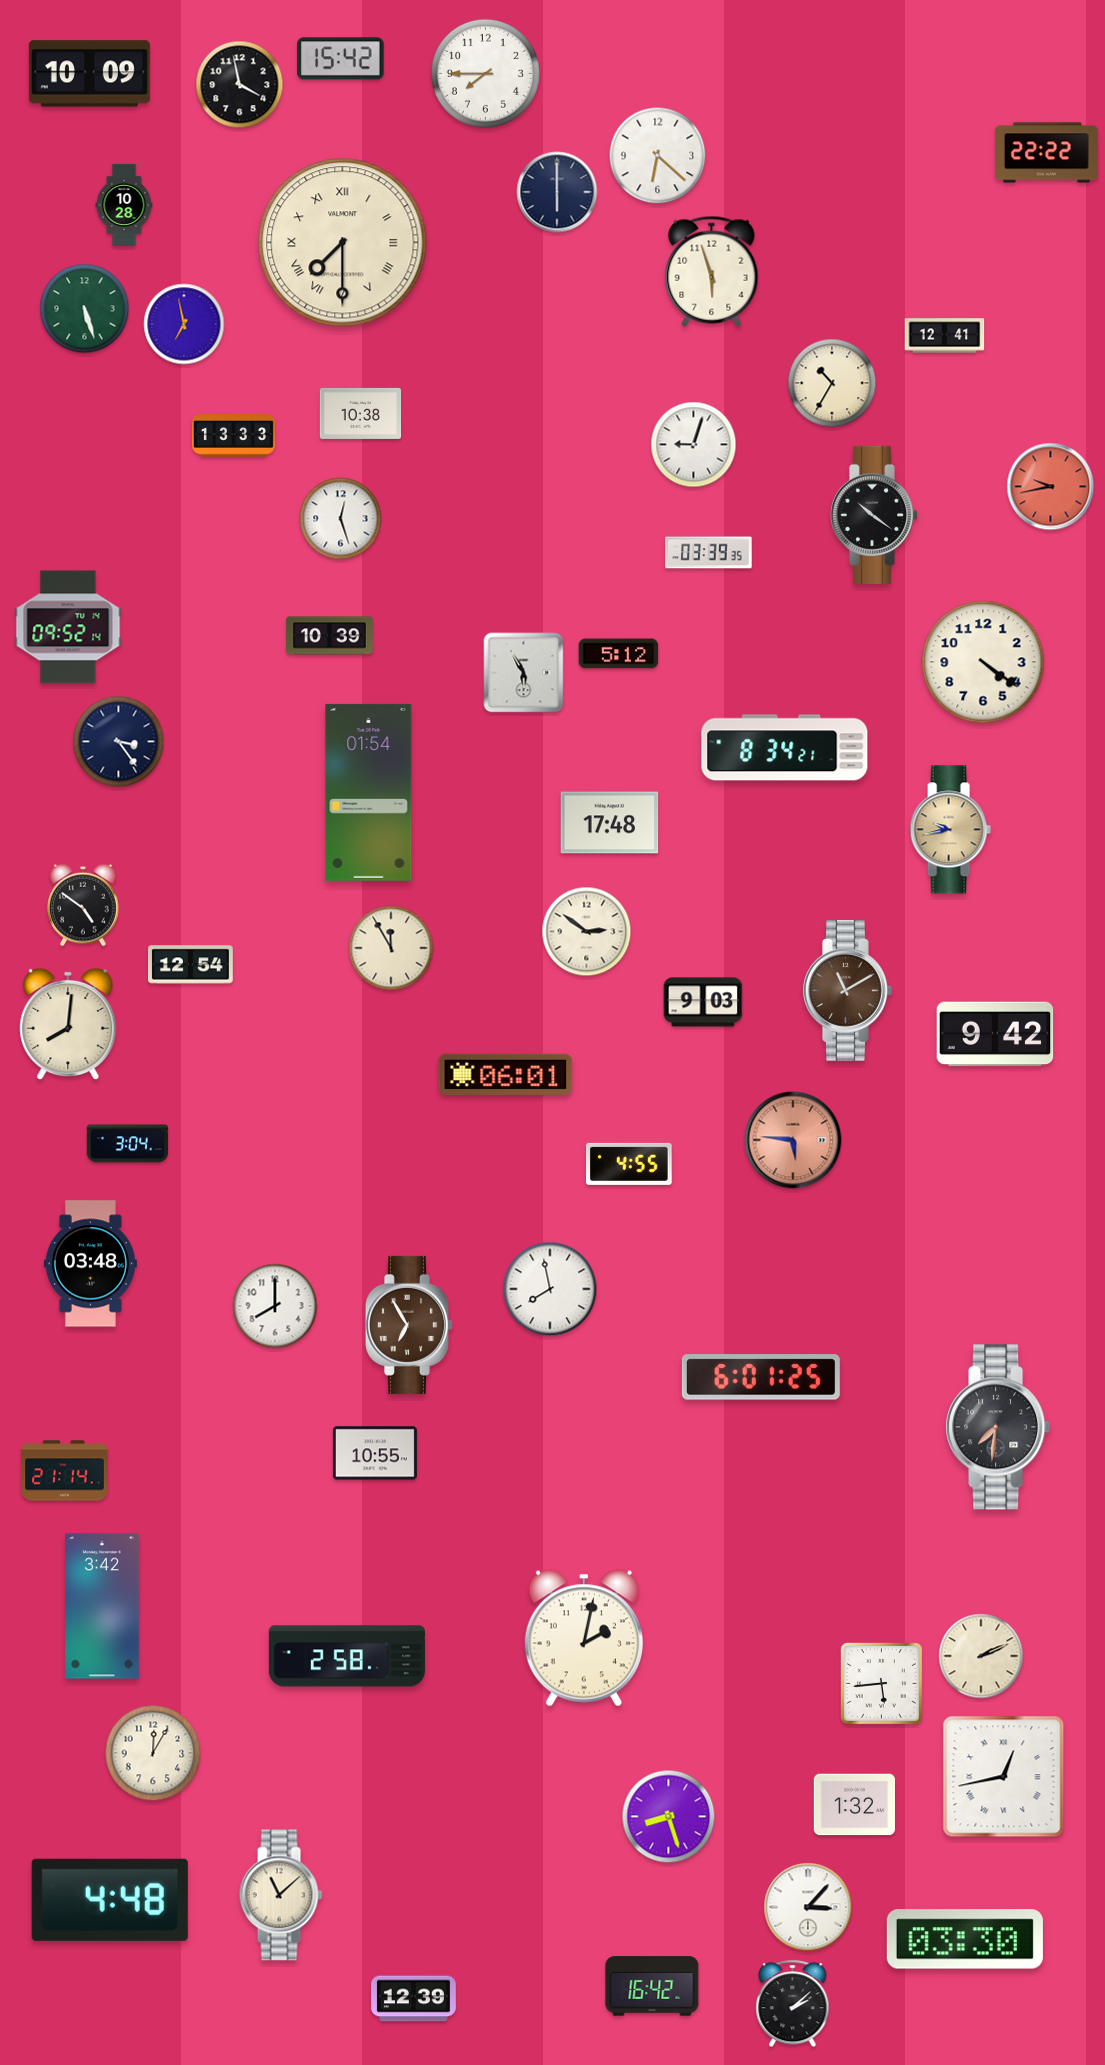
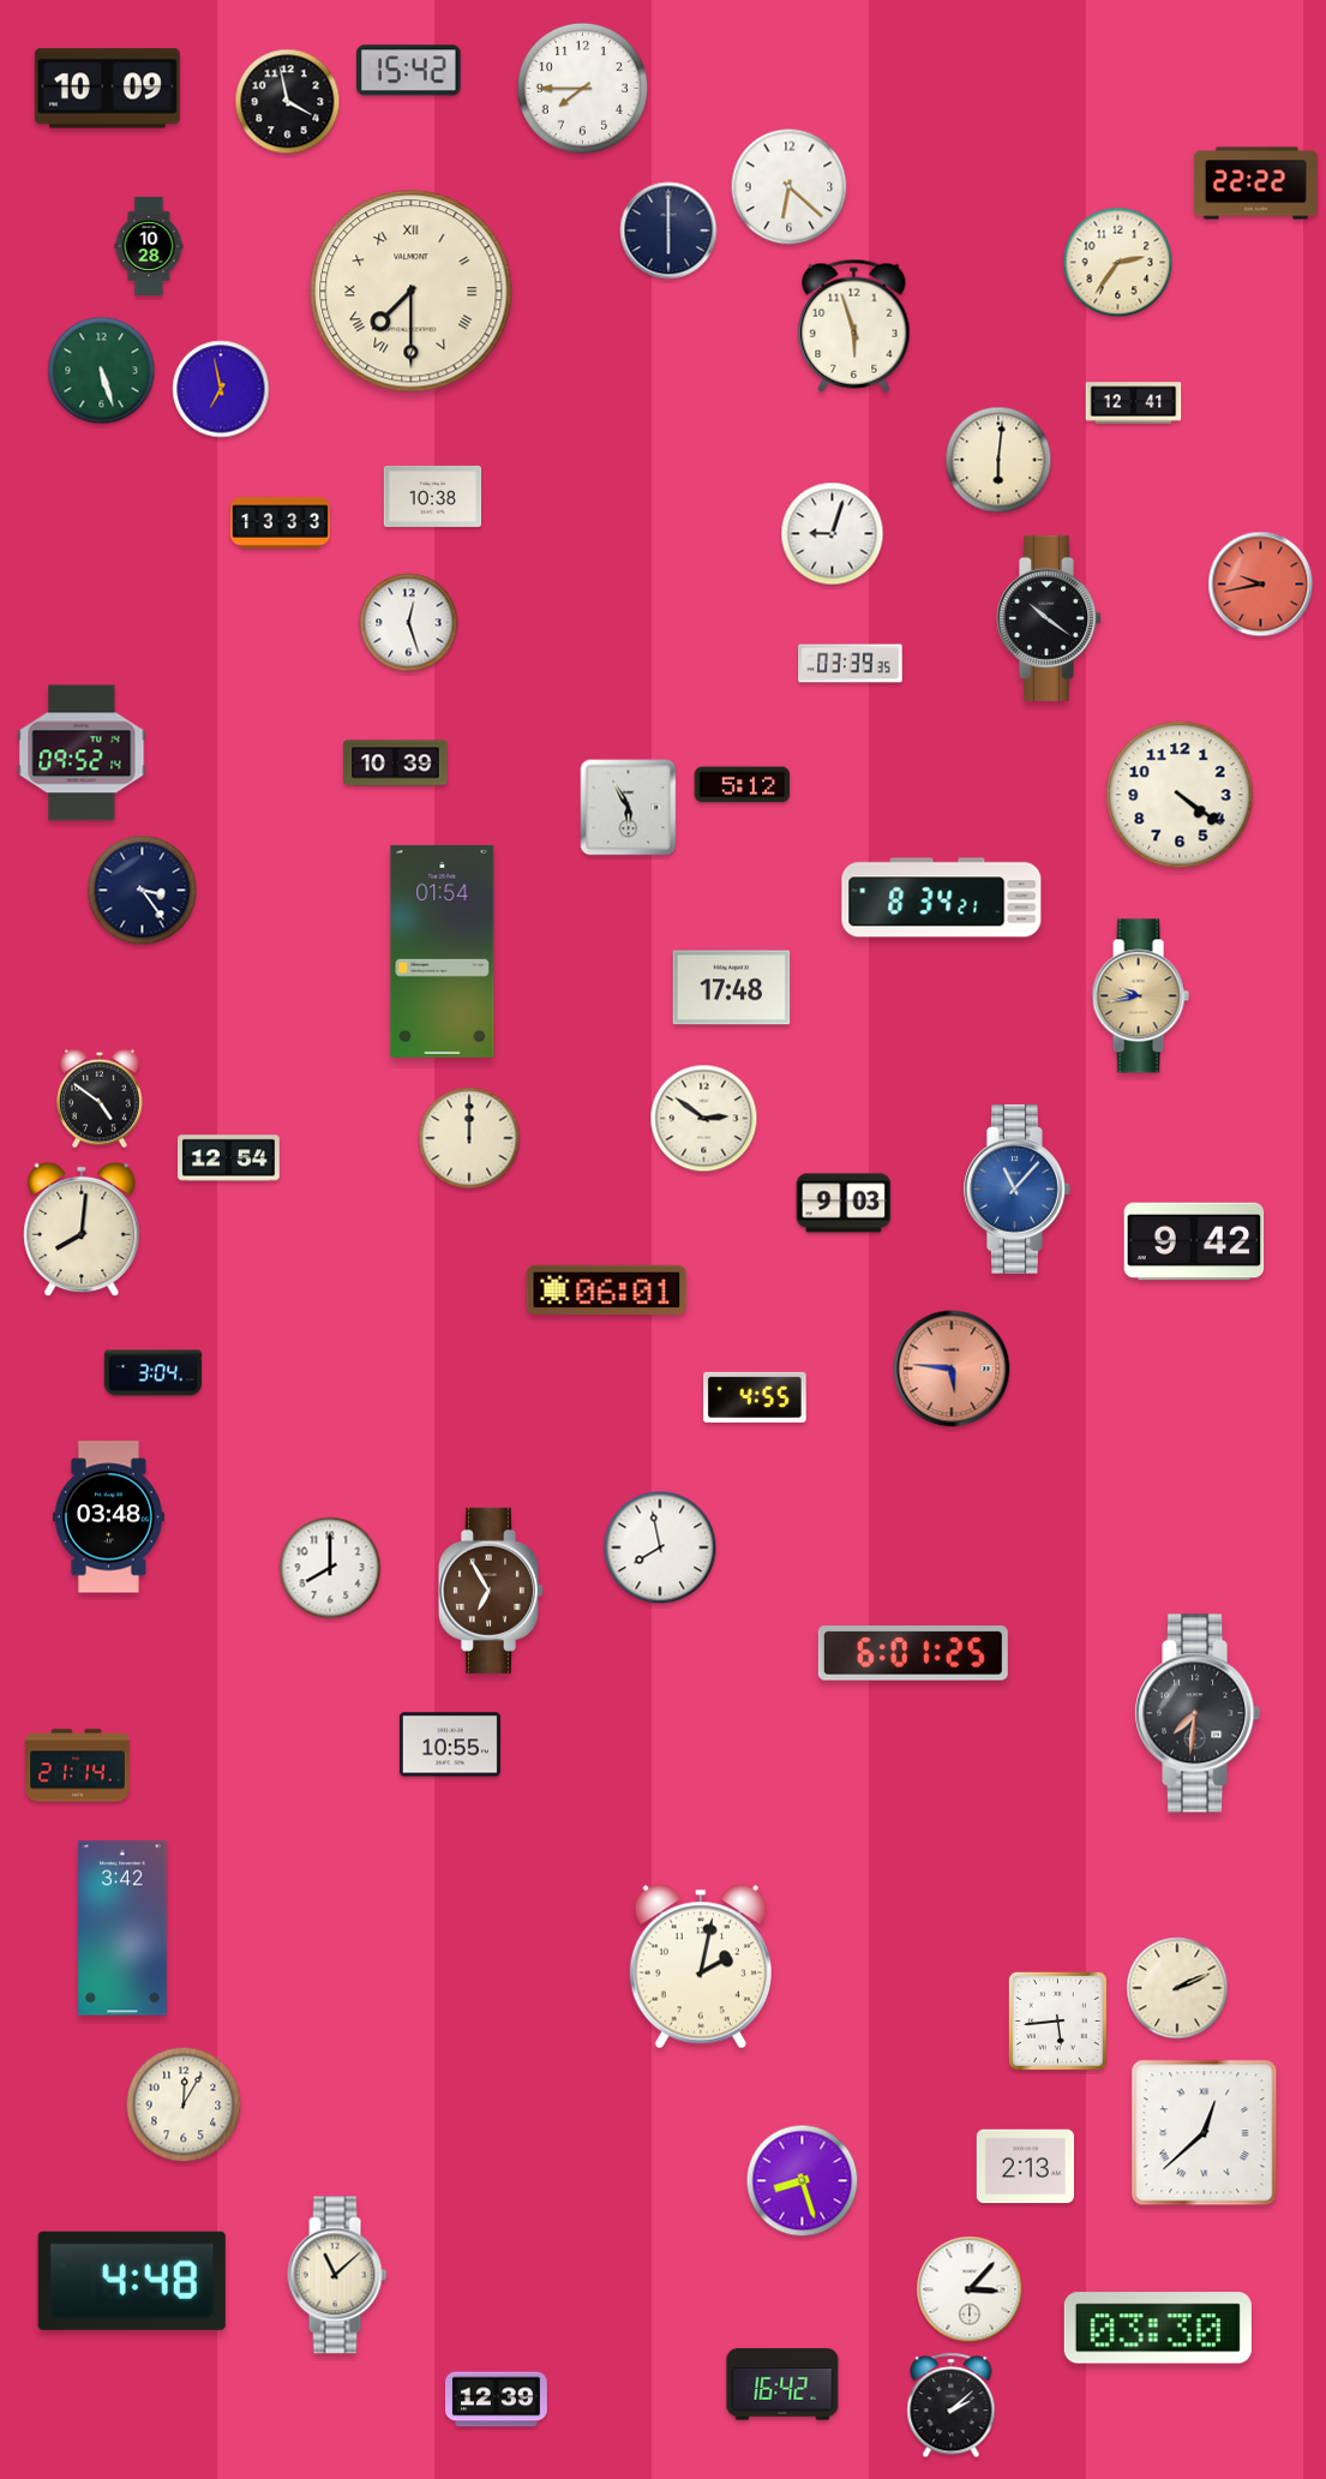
clock at (1118, 263): none -> 2:36
clock at (832, 383): 10:35 -> 6:01
clock at (83, 905) position: (83, 905) -> (100, 1098)
clock at (391, 948): 11:55 -> 12:00
clock at (848, 990): 11:10 -> 11:07
clock at (848, 990) dial: brown -> blue
clock at (347, 1656): 2:58 -> none
clock at (1004, 1777): 12:43 -> 12:38
clock at (855, 1805): 1:32 -> 2:13
